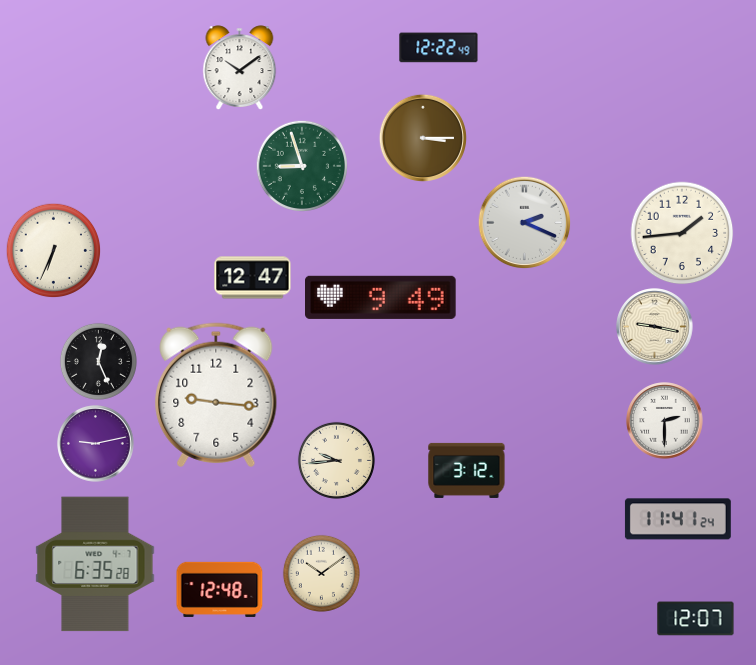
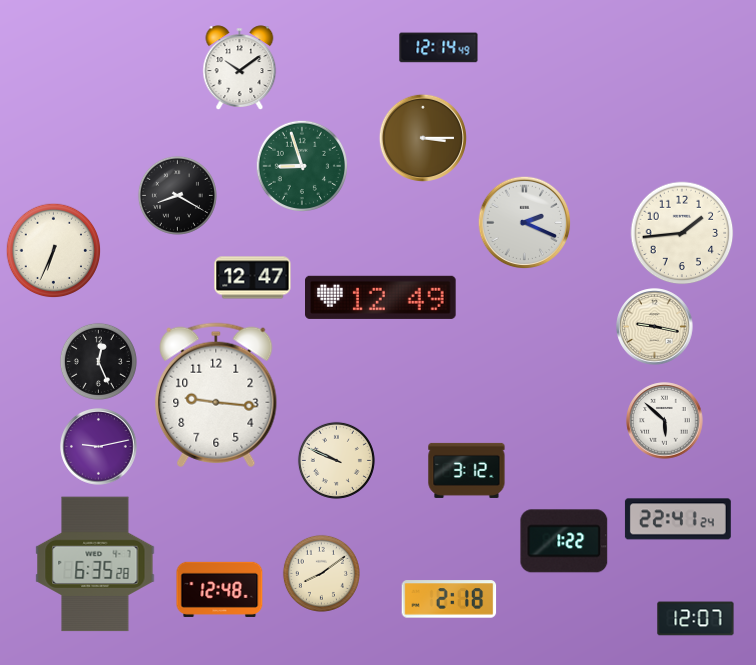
clock at (439, 48): 12:22 -> 12:14
clock at (177, 195): none -> 8:20
clock at (381, 297): 9:49 -> 12:49
clock at (665, 421): 2:30 -> 5:52
clock at (96, 444) position: (96, 444) -> (99, 447)
clock at (336, 460): 9:44 -> 9:49
clock at (678, 519): 11:41 -> 22:41
clock at (564, 541): none -> 1:22
clock at (321, 573): 10:09 -> 8:09
clock at (449, 599): none -> 2:18
